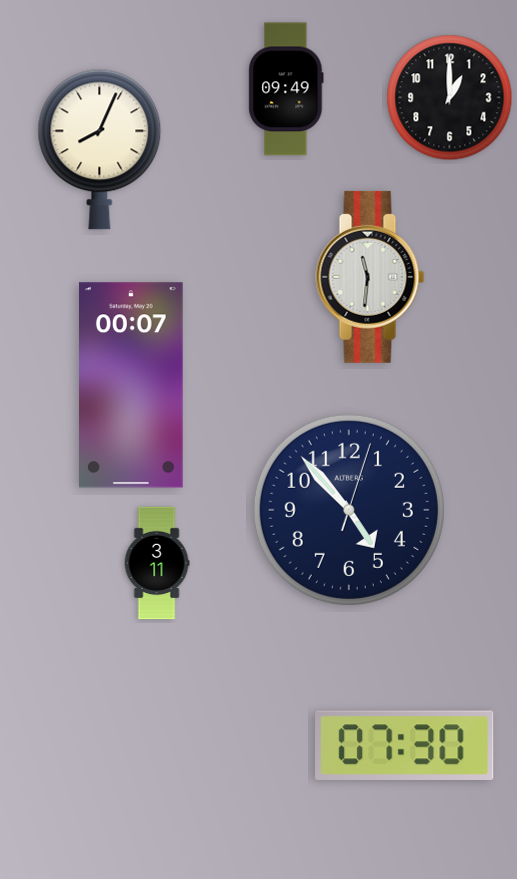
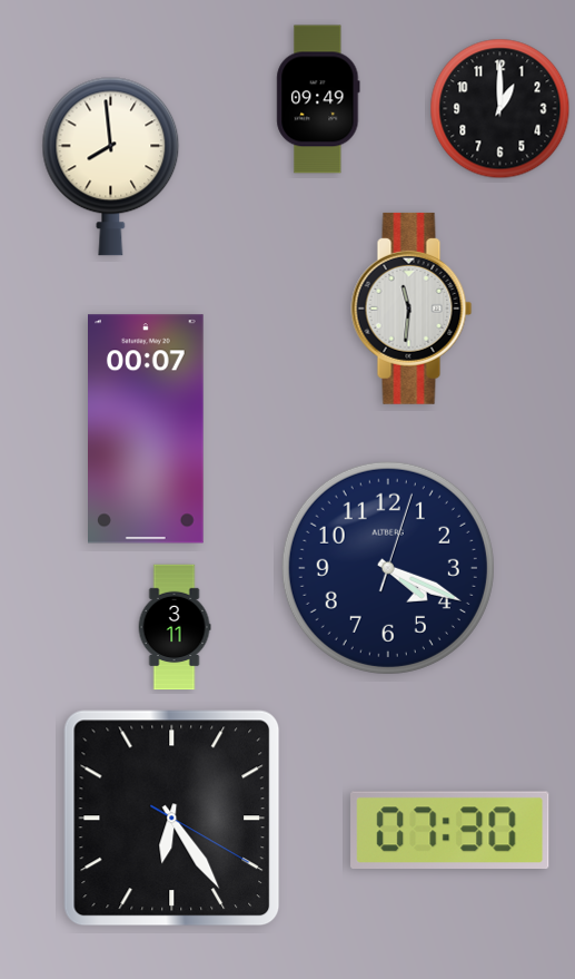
clock at (100, 149): 8:04 -> 7:59
clock at (349, 510): 4:53 -> 4:19
clock at (172, 819): none -> 6:24
